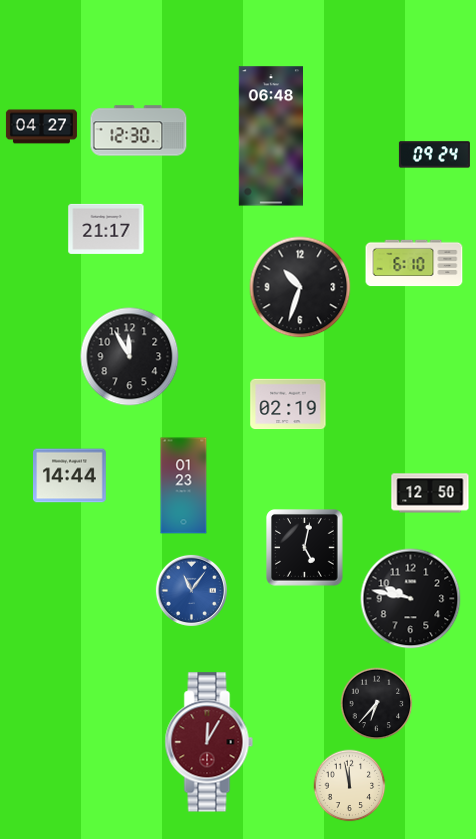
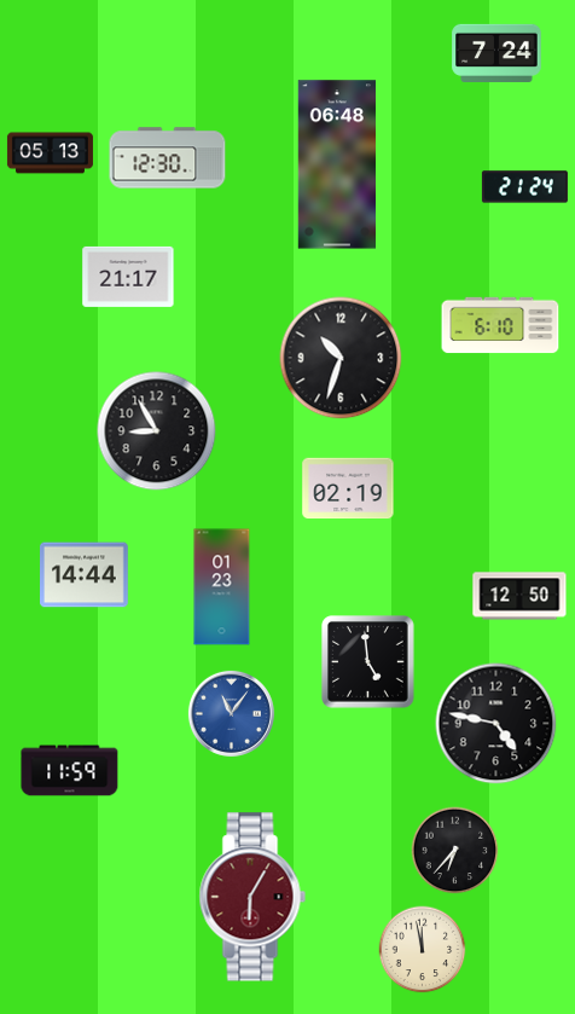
clock at (496, 53): none -> 7:24
clock at (41, 127): 04:27 -> 05:13
clock at (270, 136) position: (270, 136) -> (336, 164)
clock at (434, 155): 09:24 -> 21:24
clock at (414, 263) position: (414, 263) -> (500, 325)
clock at (300, 287) position: (300, 287) -> (341, 358)
clock at (130, 357): 11:55 -> 8:55
clock at (305, 548): 5:02 -> 4:59
clock at (411, 599): 9:47 -> 4:47
clock at (70, 771): none -> 11:59
clock at (209, 742): 12:05 -> 6:05
